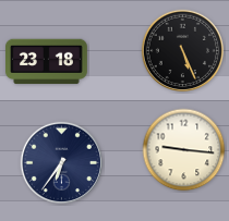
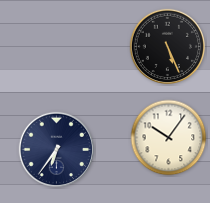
clock at (47, 62): 23:18 -> none
clock at (184, 150): 9:16 -> 10:06
